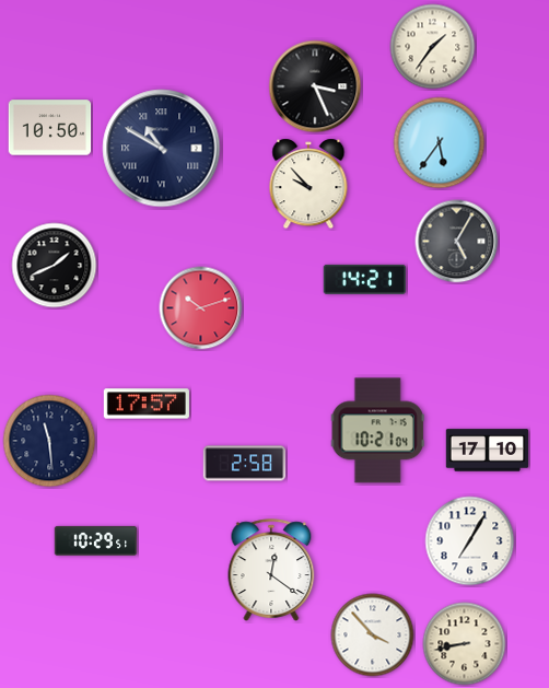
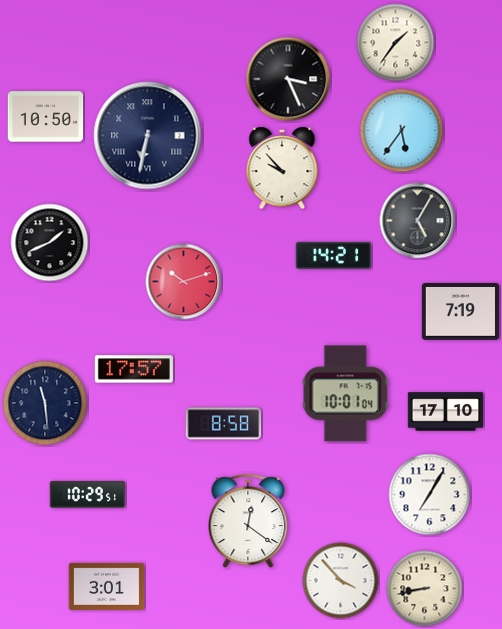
clock at (162, 149): 10:50 -> 6:32
clock at (460, 312): none -> 7:19
clock at (377, 431): 10:21 -> 10:01
clock at (245, 464): 2:58 -> 8:58
clock at (107, 586): none -> 3:01
